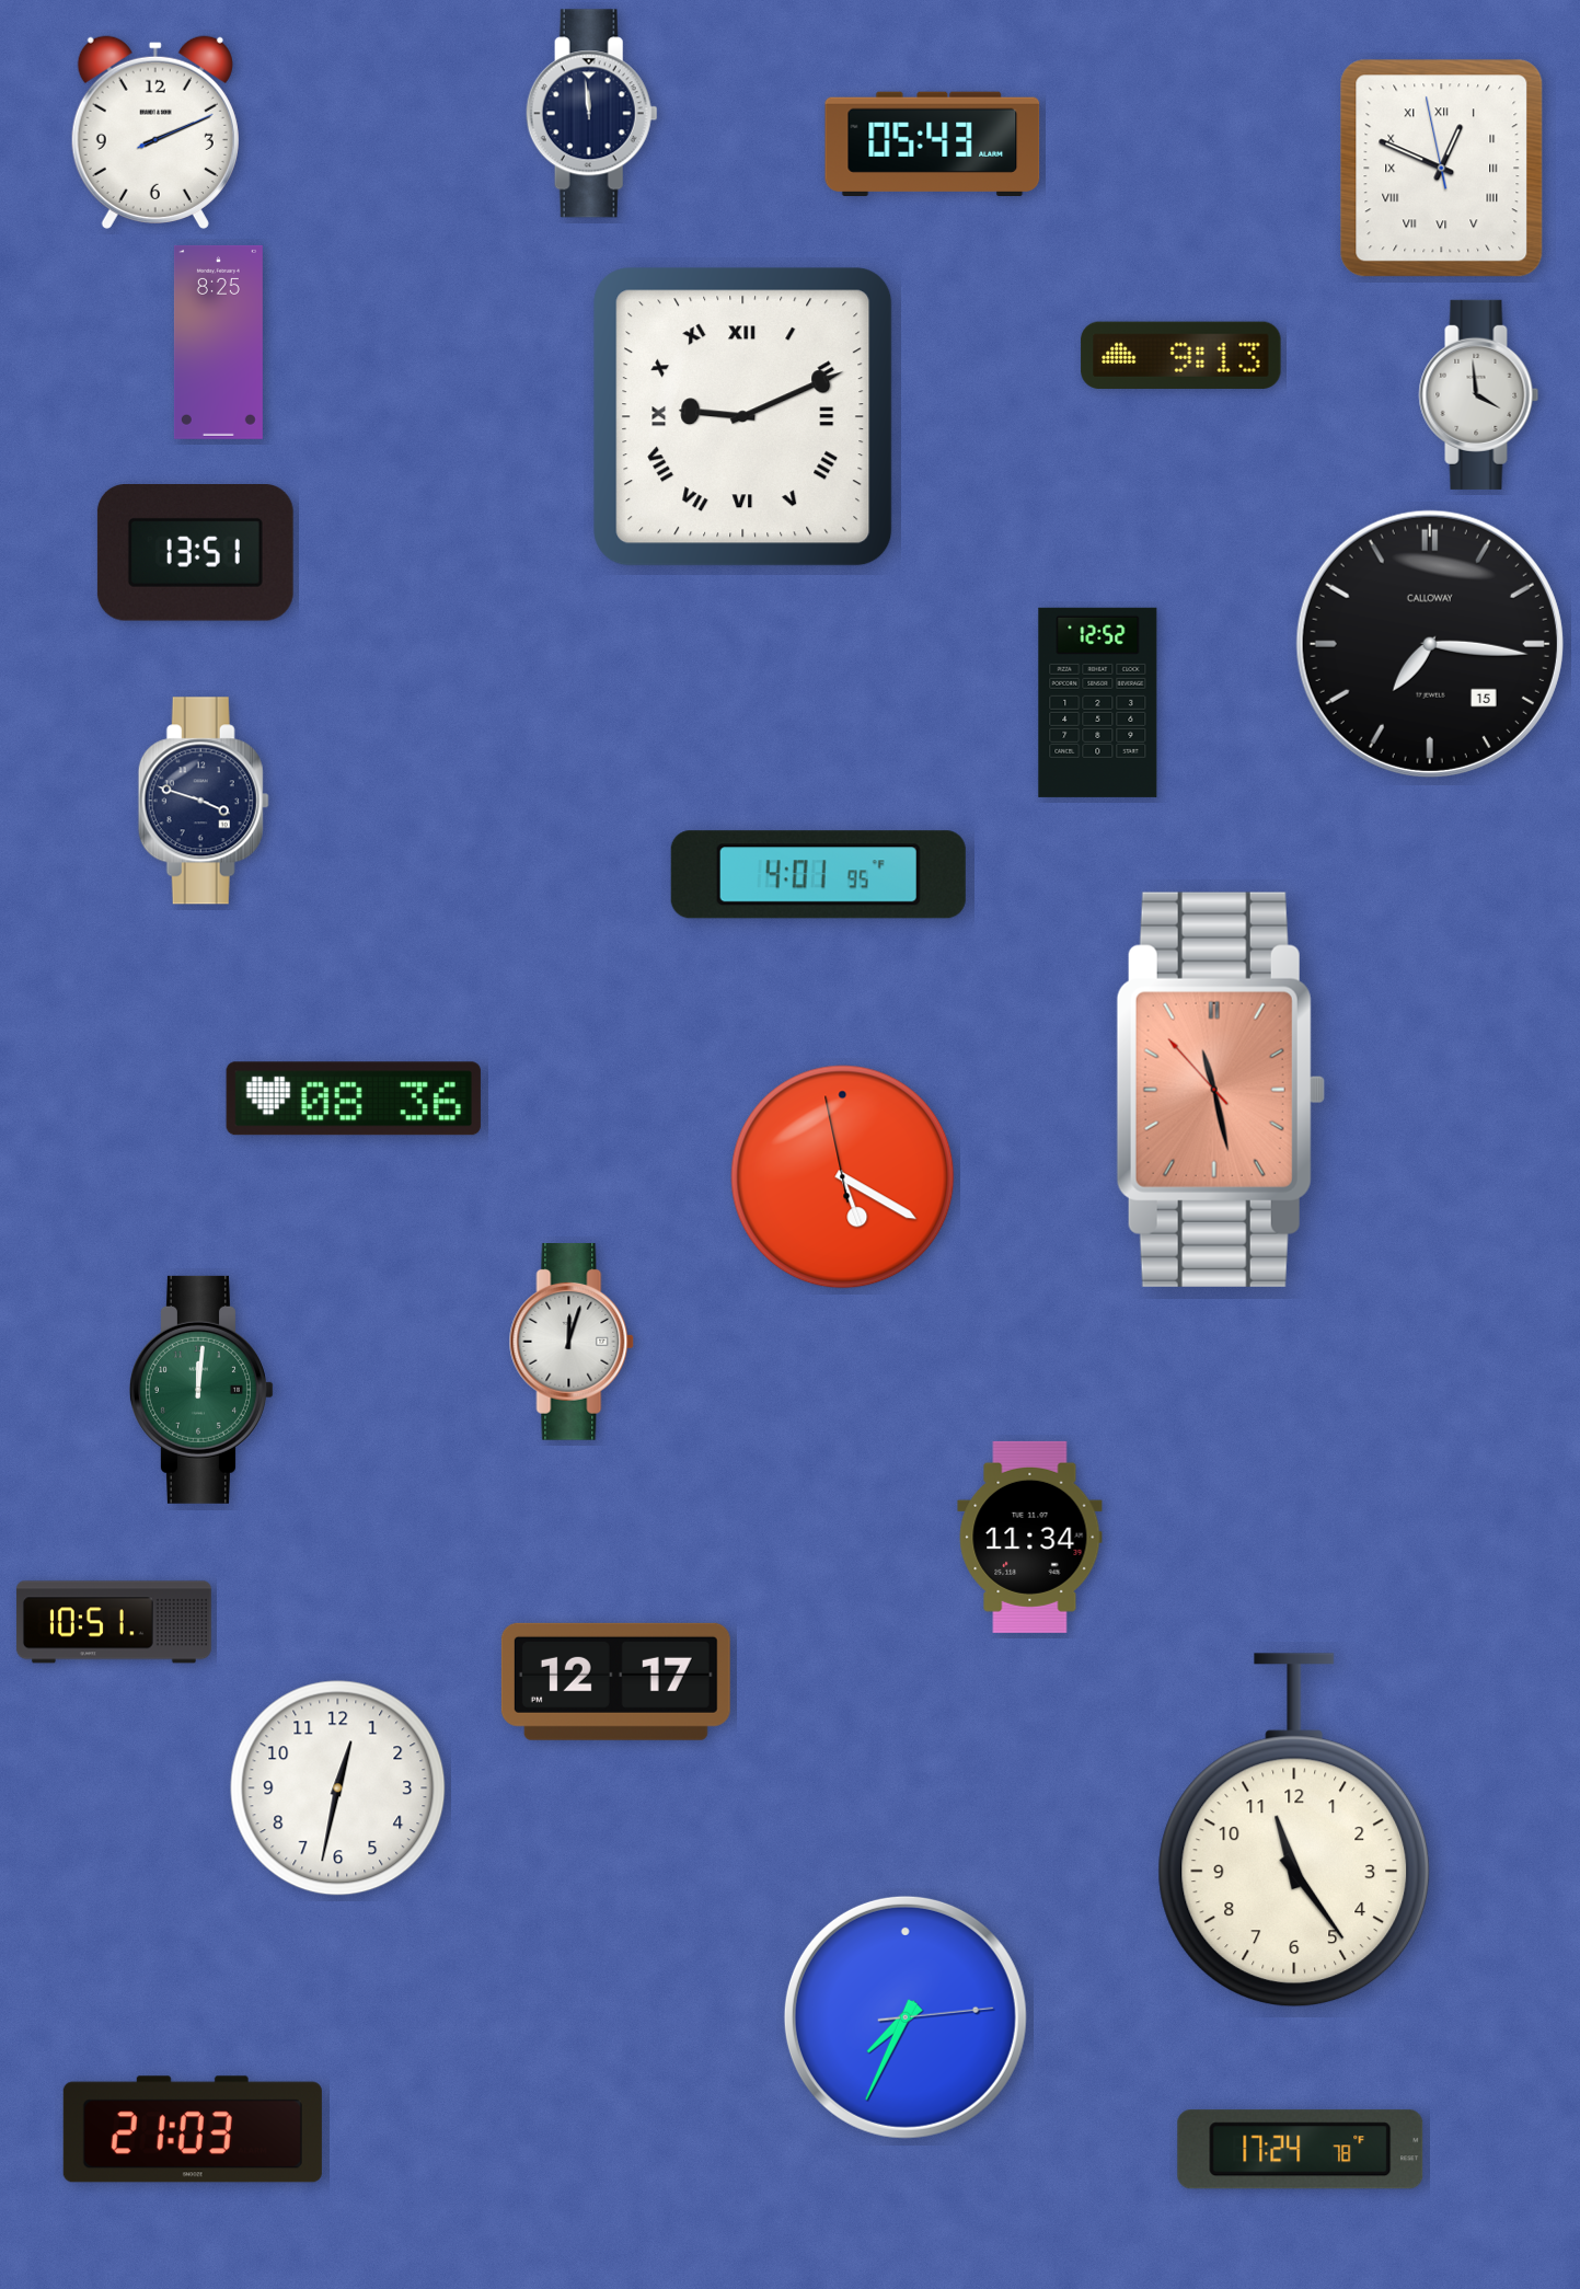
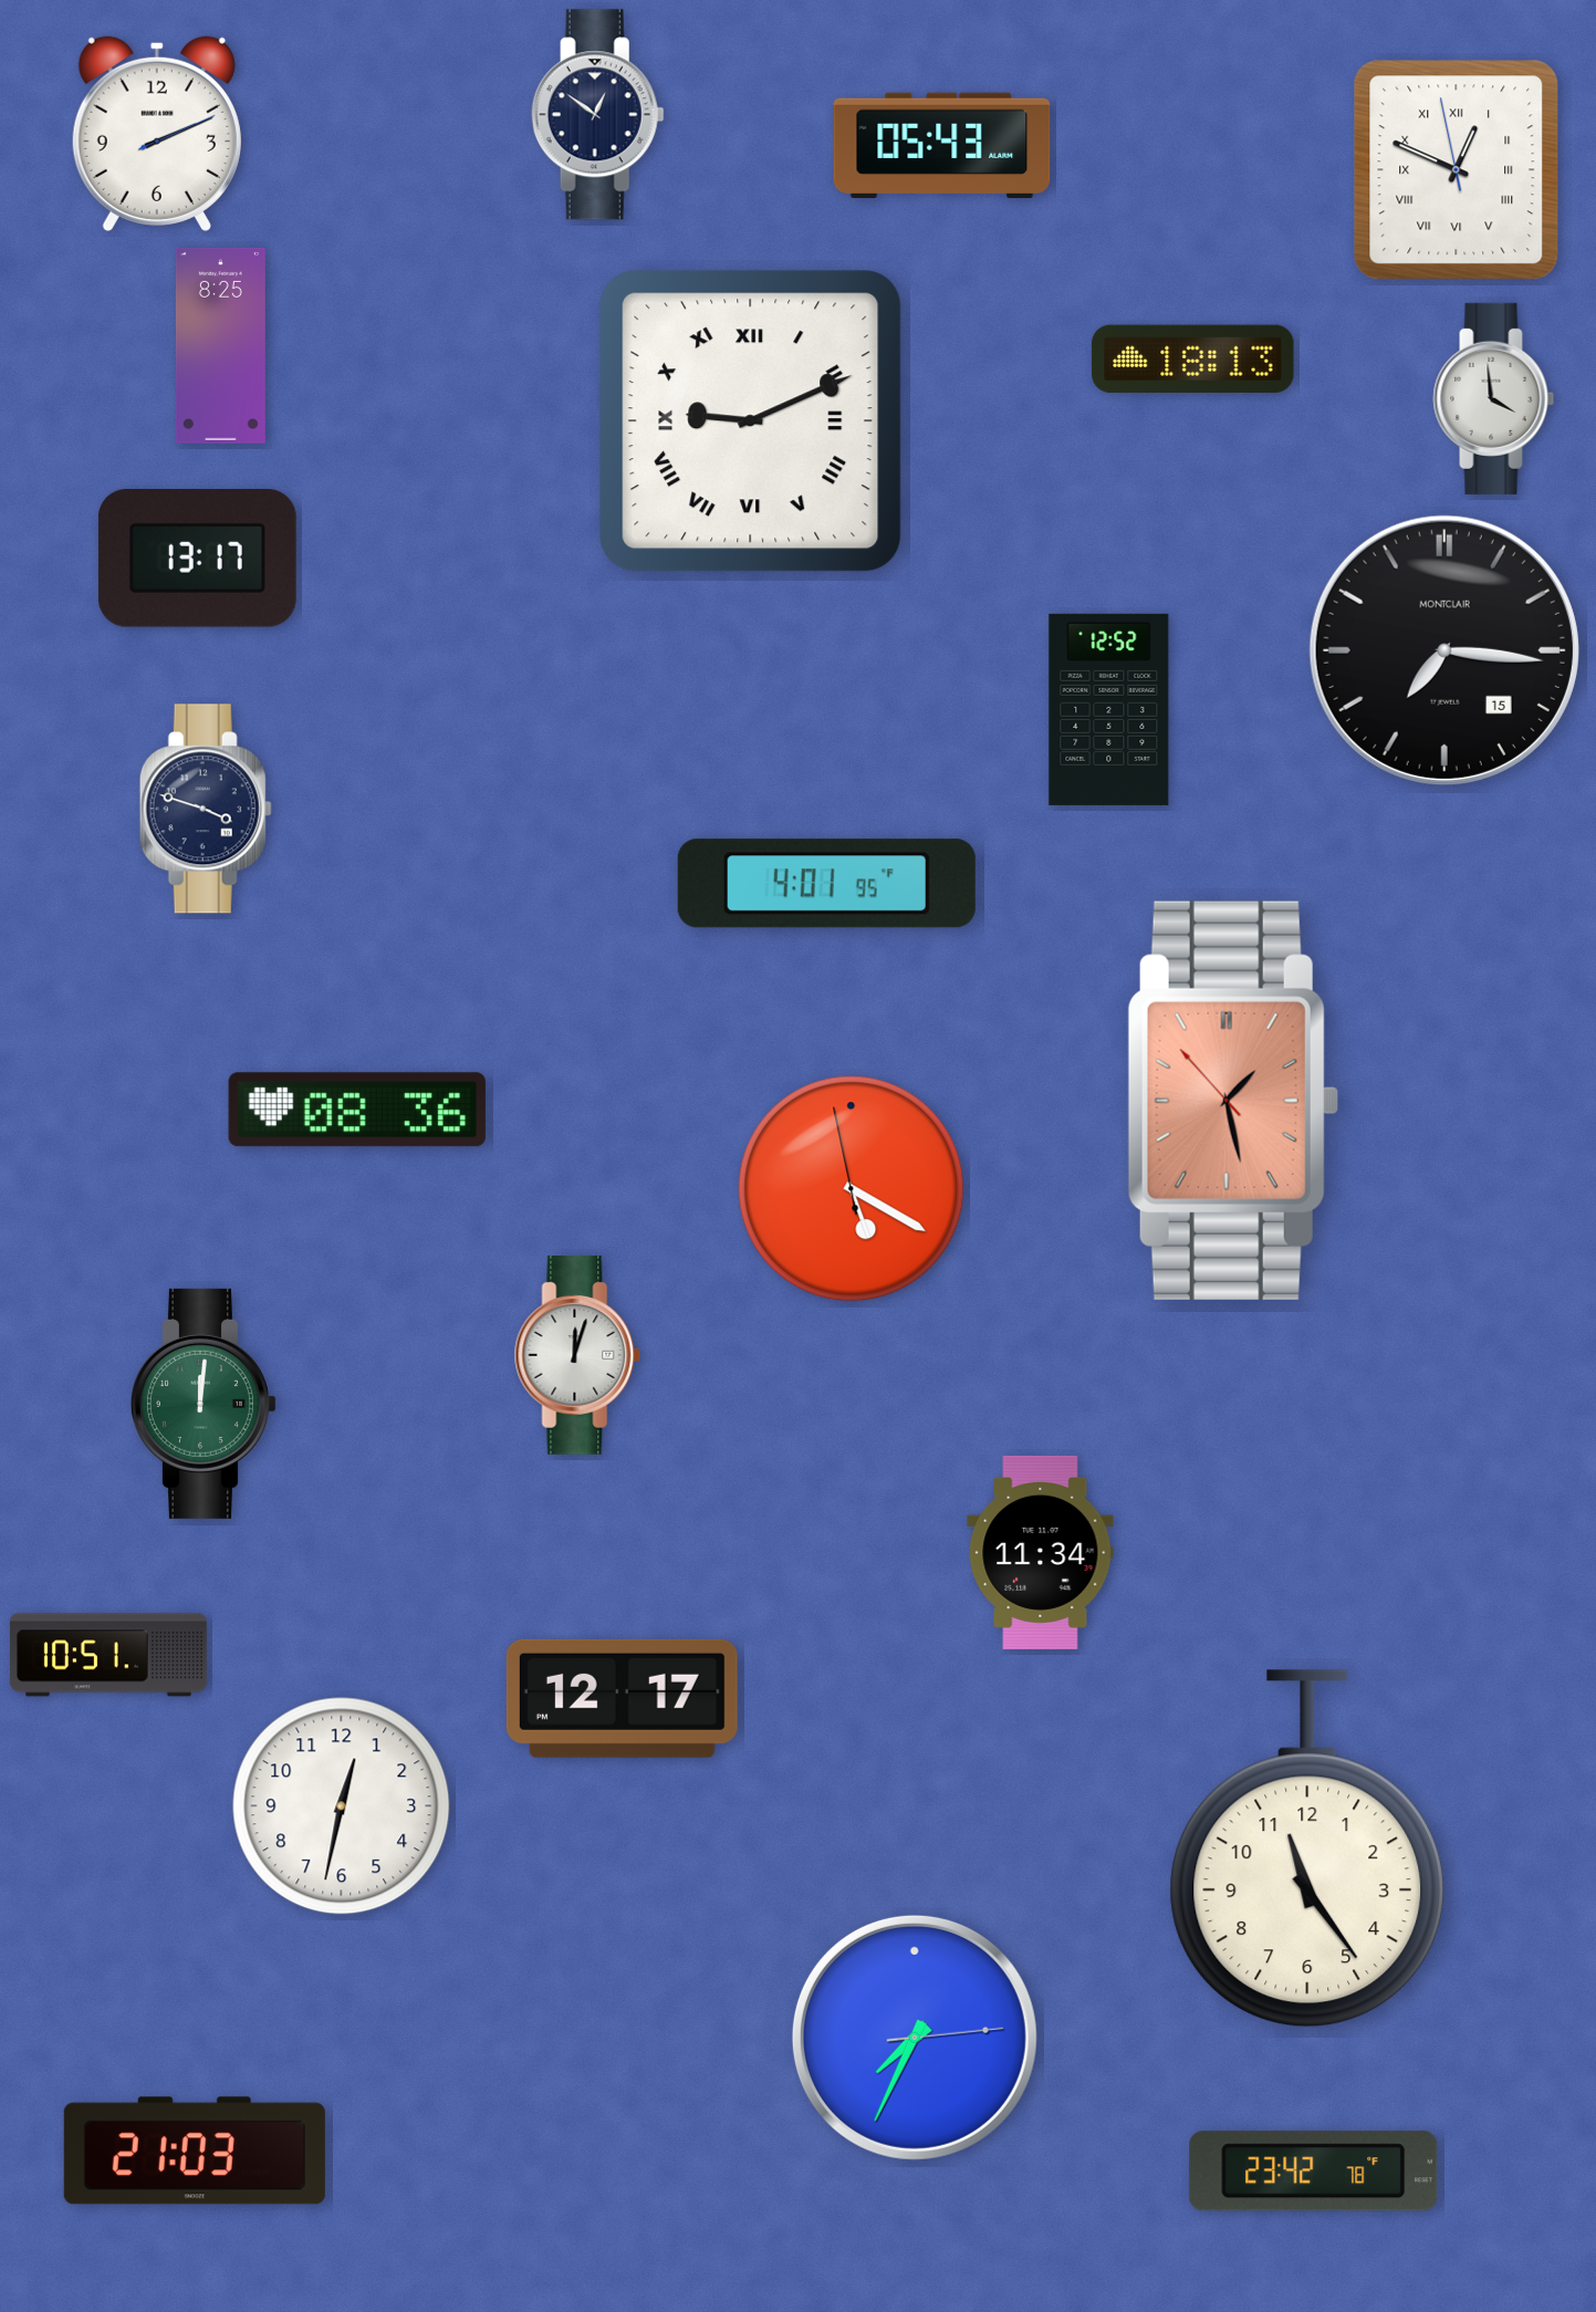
clock at (591, 114): 11:59 -> 12:51
clock at (1181, 355): 9:13 -> 18:13
clock at (195, 553): 13:51 -> 13:17
clock at (1430, 644) brand: CALLOWAY -> MONTCLAIR
clock at (1221, 1090): 11:27 -> 1:27
clock at (114, 1622) position: (114, 1622) -> (108, 1655)
clock at (1301, 2150): 17:24 -> 23:42
